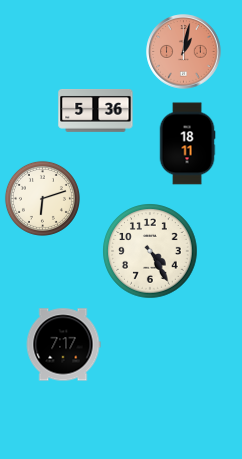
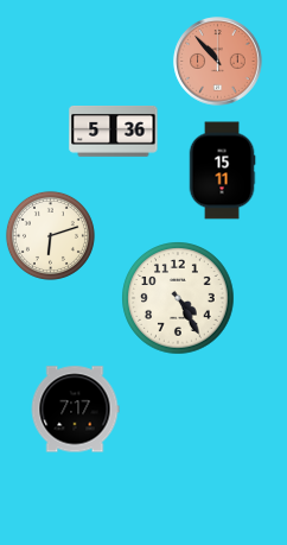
clock at (184, 52): 1:02 -> 10:53
clock at (187, 144): 18:11 -> 15:11
